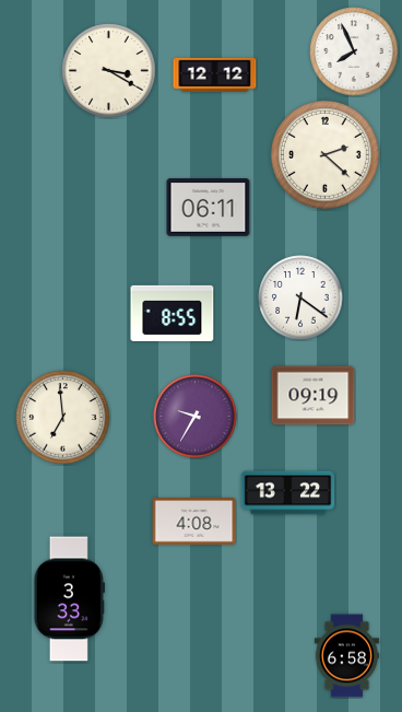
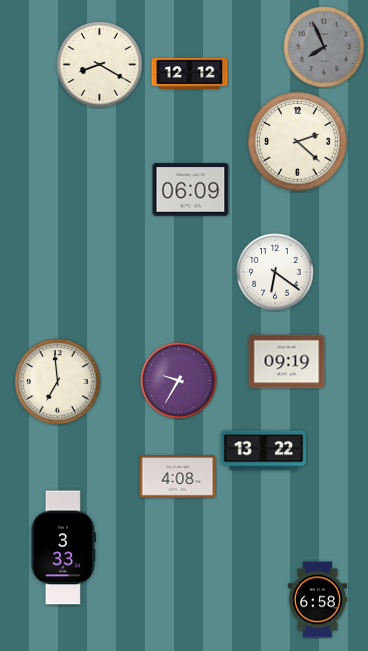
clock at (354, 51) dial: white -> grey
clock at (109, 71): 3:20 -> 8:20
clock at (215, 74) position: (215, 74) -> (190, 73)
clock at (209, 208): 06:11 -> 06:09
clock at (173, 313): 8:55 -> none
